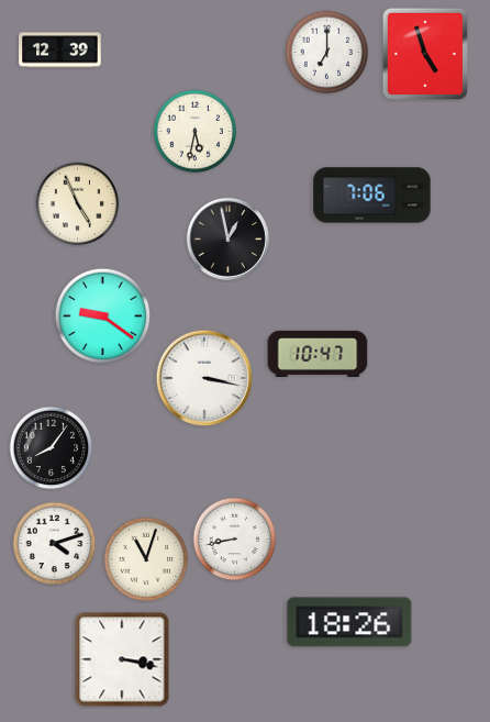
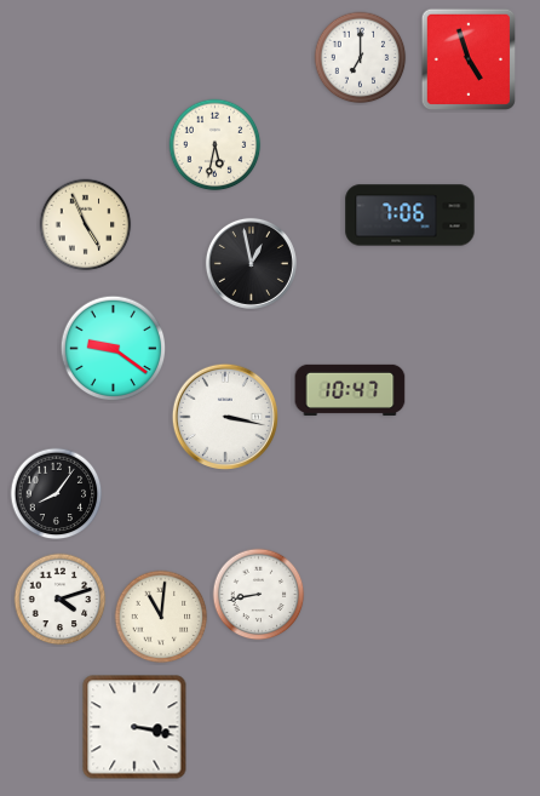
clock at (60, 51): 12:39 -> none
clock at (146, 559): 11:03 -> 11:01
clock at (349, 622): 18:26 -> none
